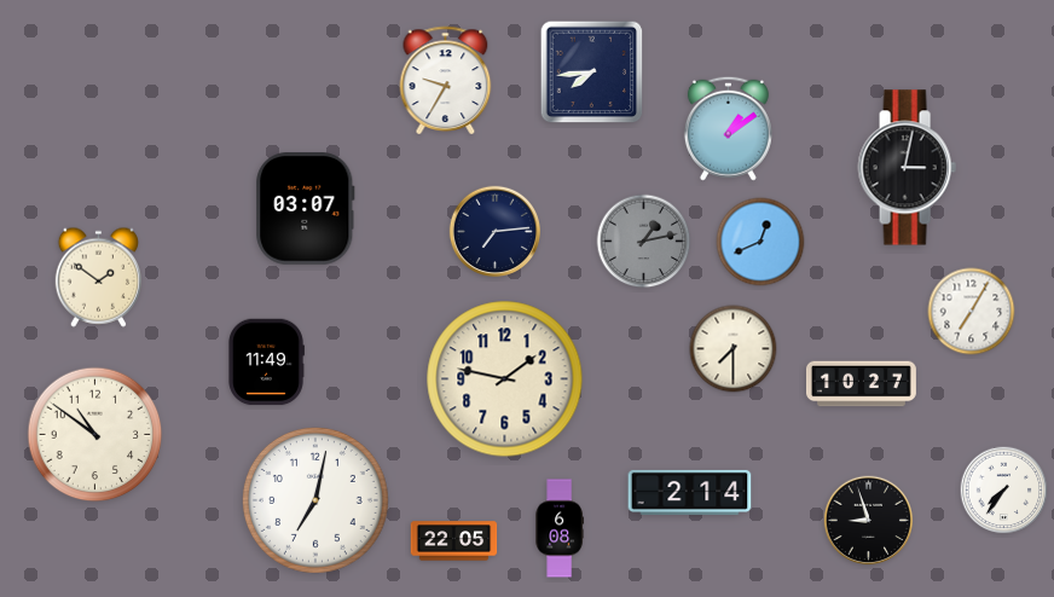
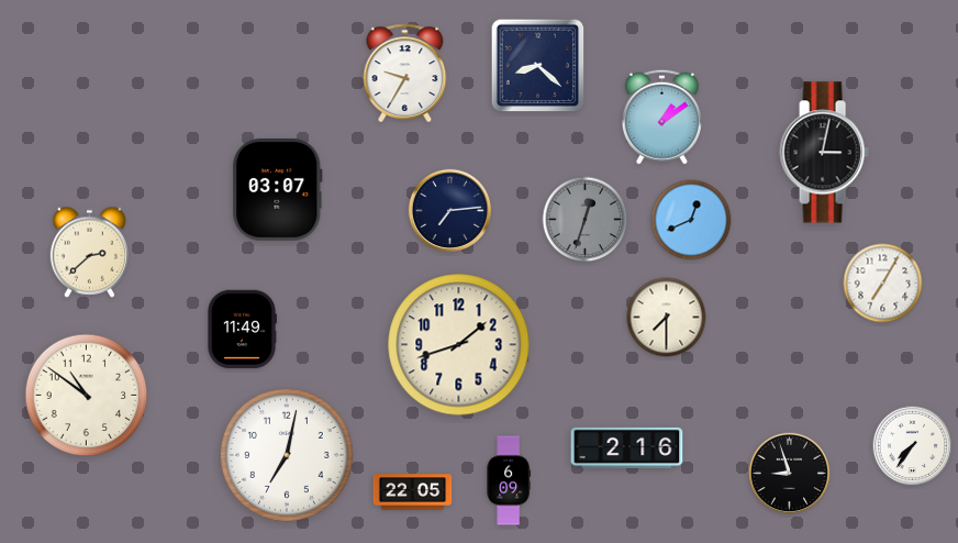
clock at (592, 73): 7:44 -> 8:22
clock at (644, 242): 1:13 -> 12:33
clock at (99, 277): 1:51 -> 2:38
clock at (505, 379): 1:47 -> 1:42
clock at (862, 384): 10:27 -> none
clock at (690, 492): 2:14 -> 2:16
clock at (560, 528): 6:08 -> 6:09
